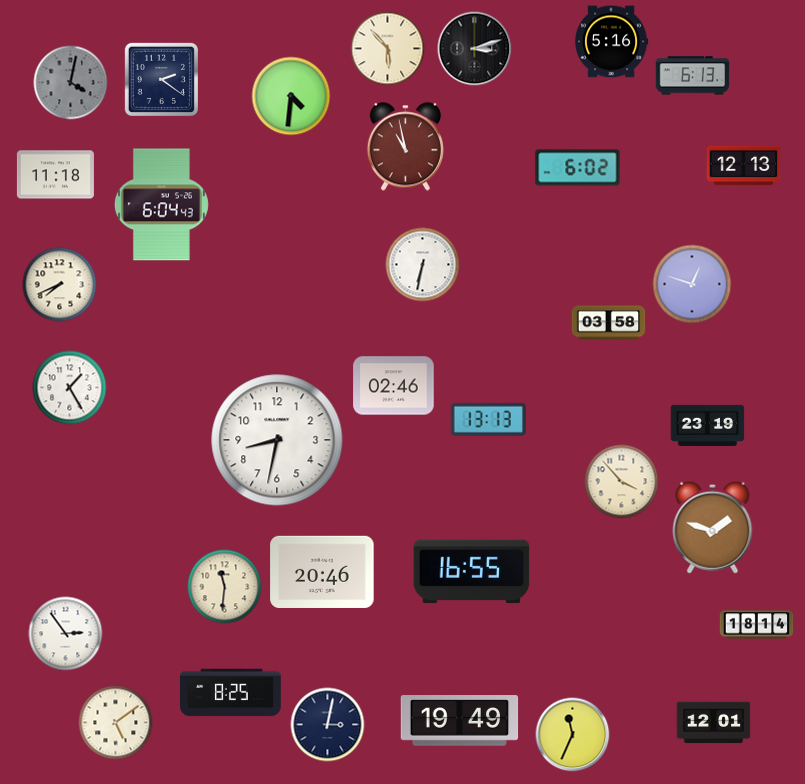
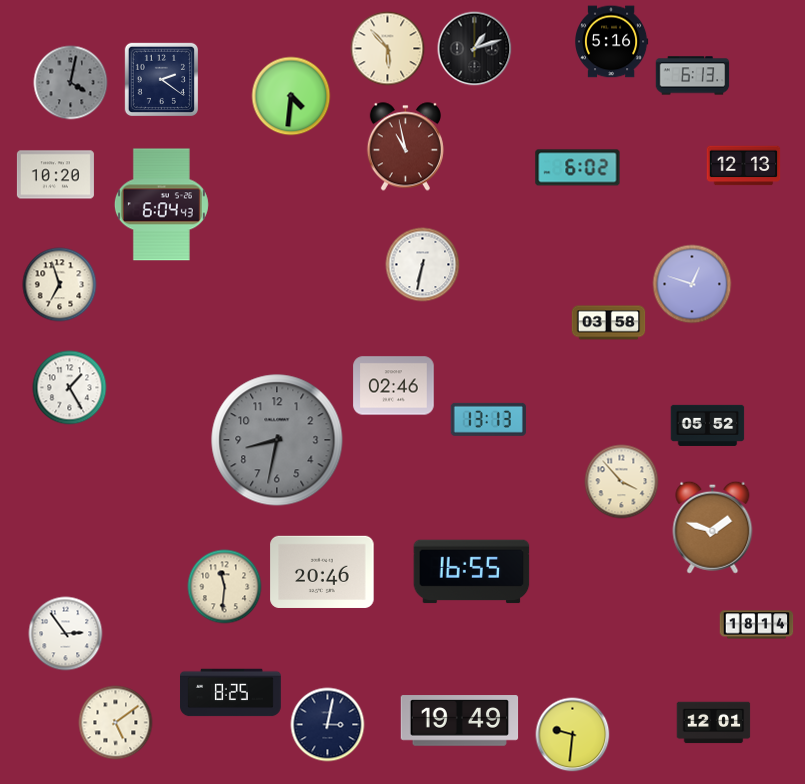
clock at (475, 49): 3:12 -> 1:12
clock at (55, 175): 11:18 -> 10:20
clock at (60, 285): 7:41 -> 6:57
clock at (708, 425): 23:19 -> 05:52
clock at (277, 440) dial: white -> grey
clock at (573, 735): 11:34 -> 9:31
